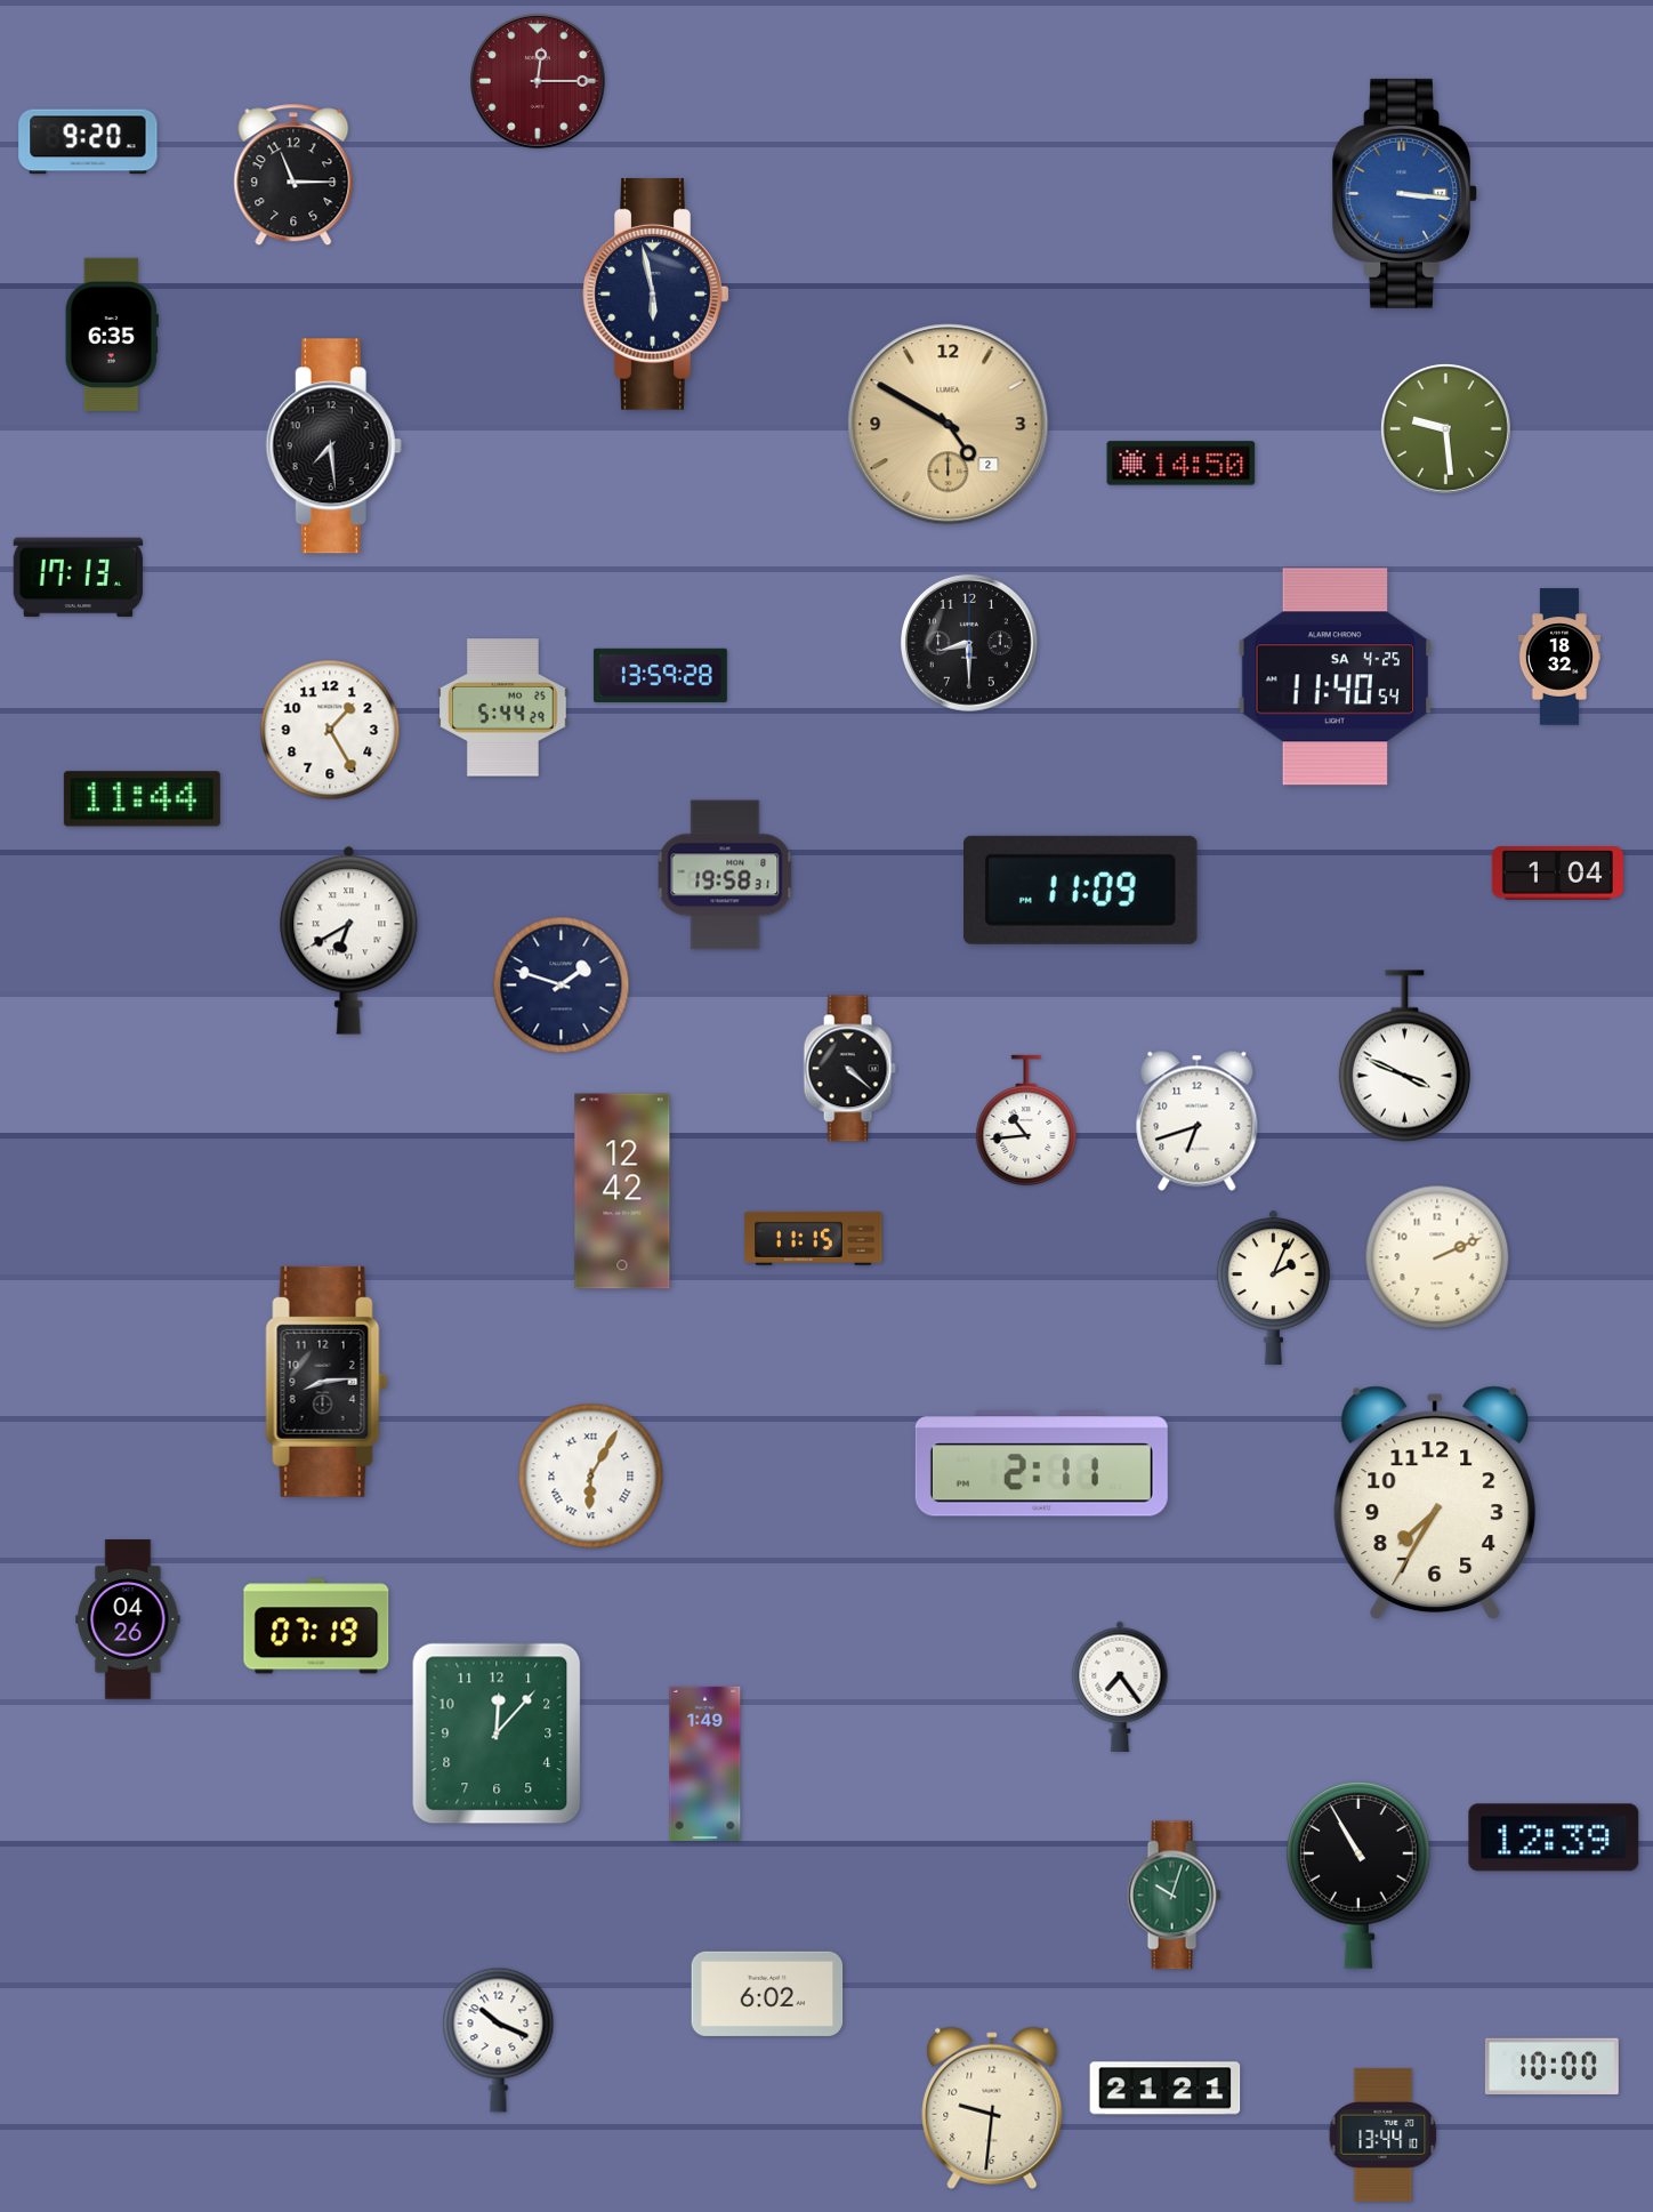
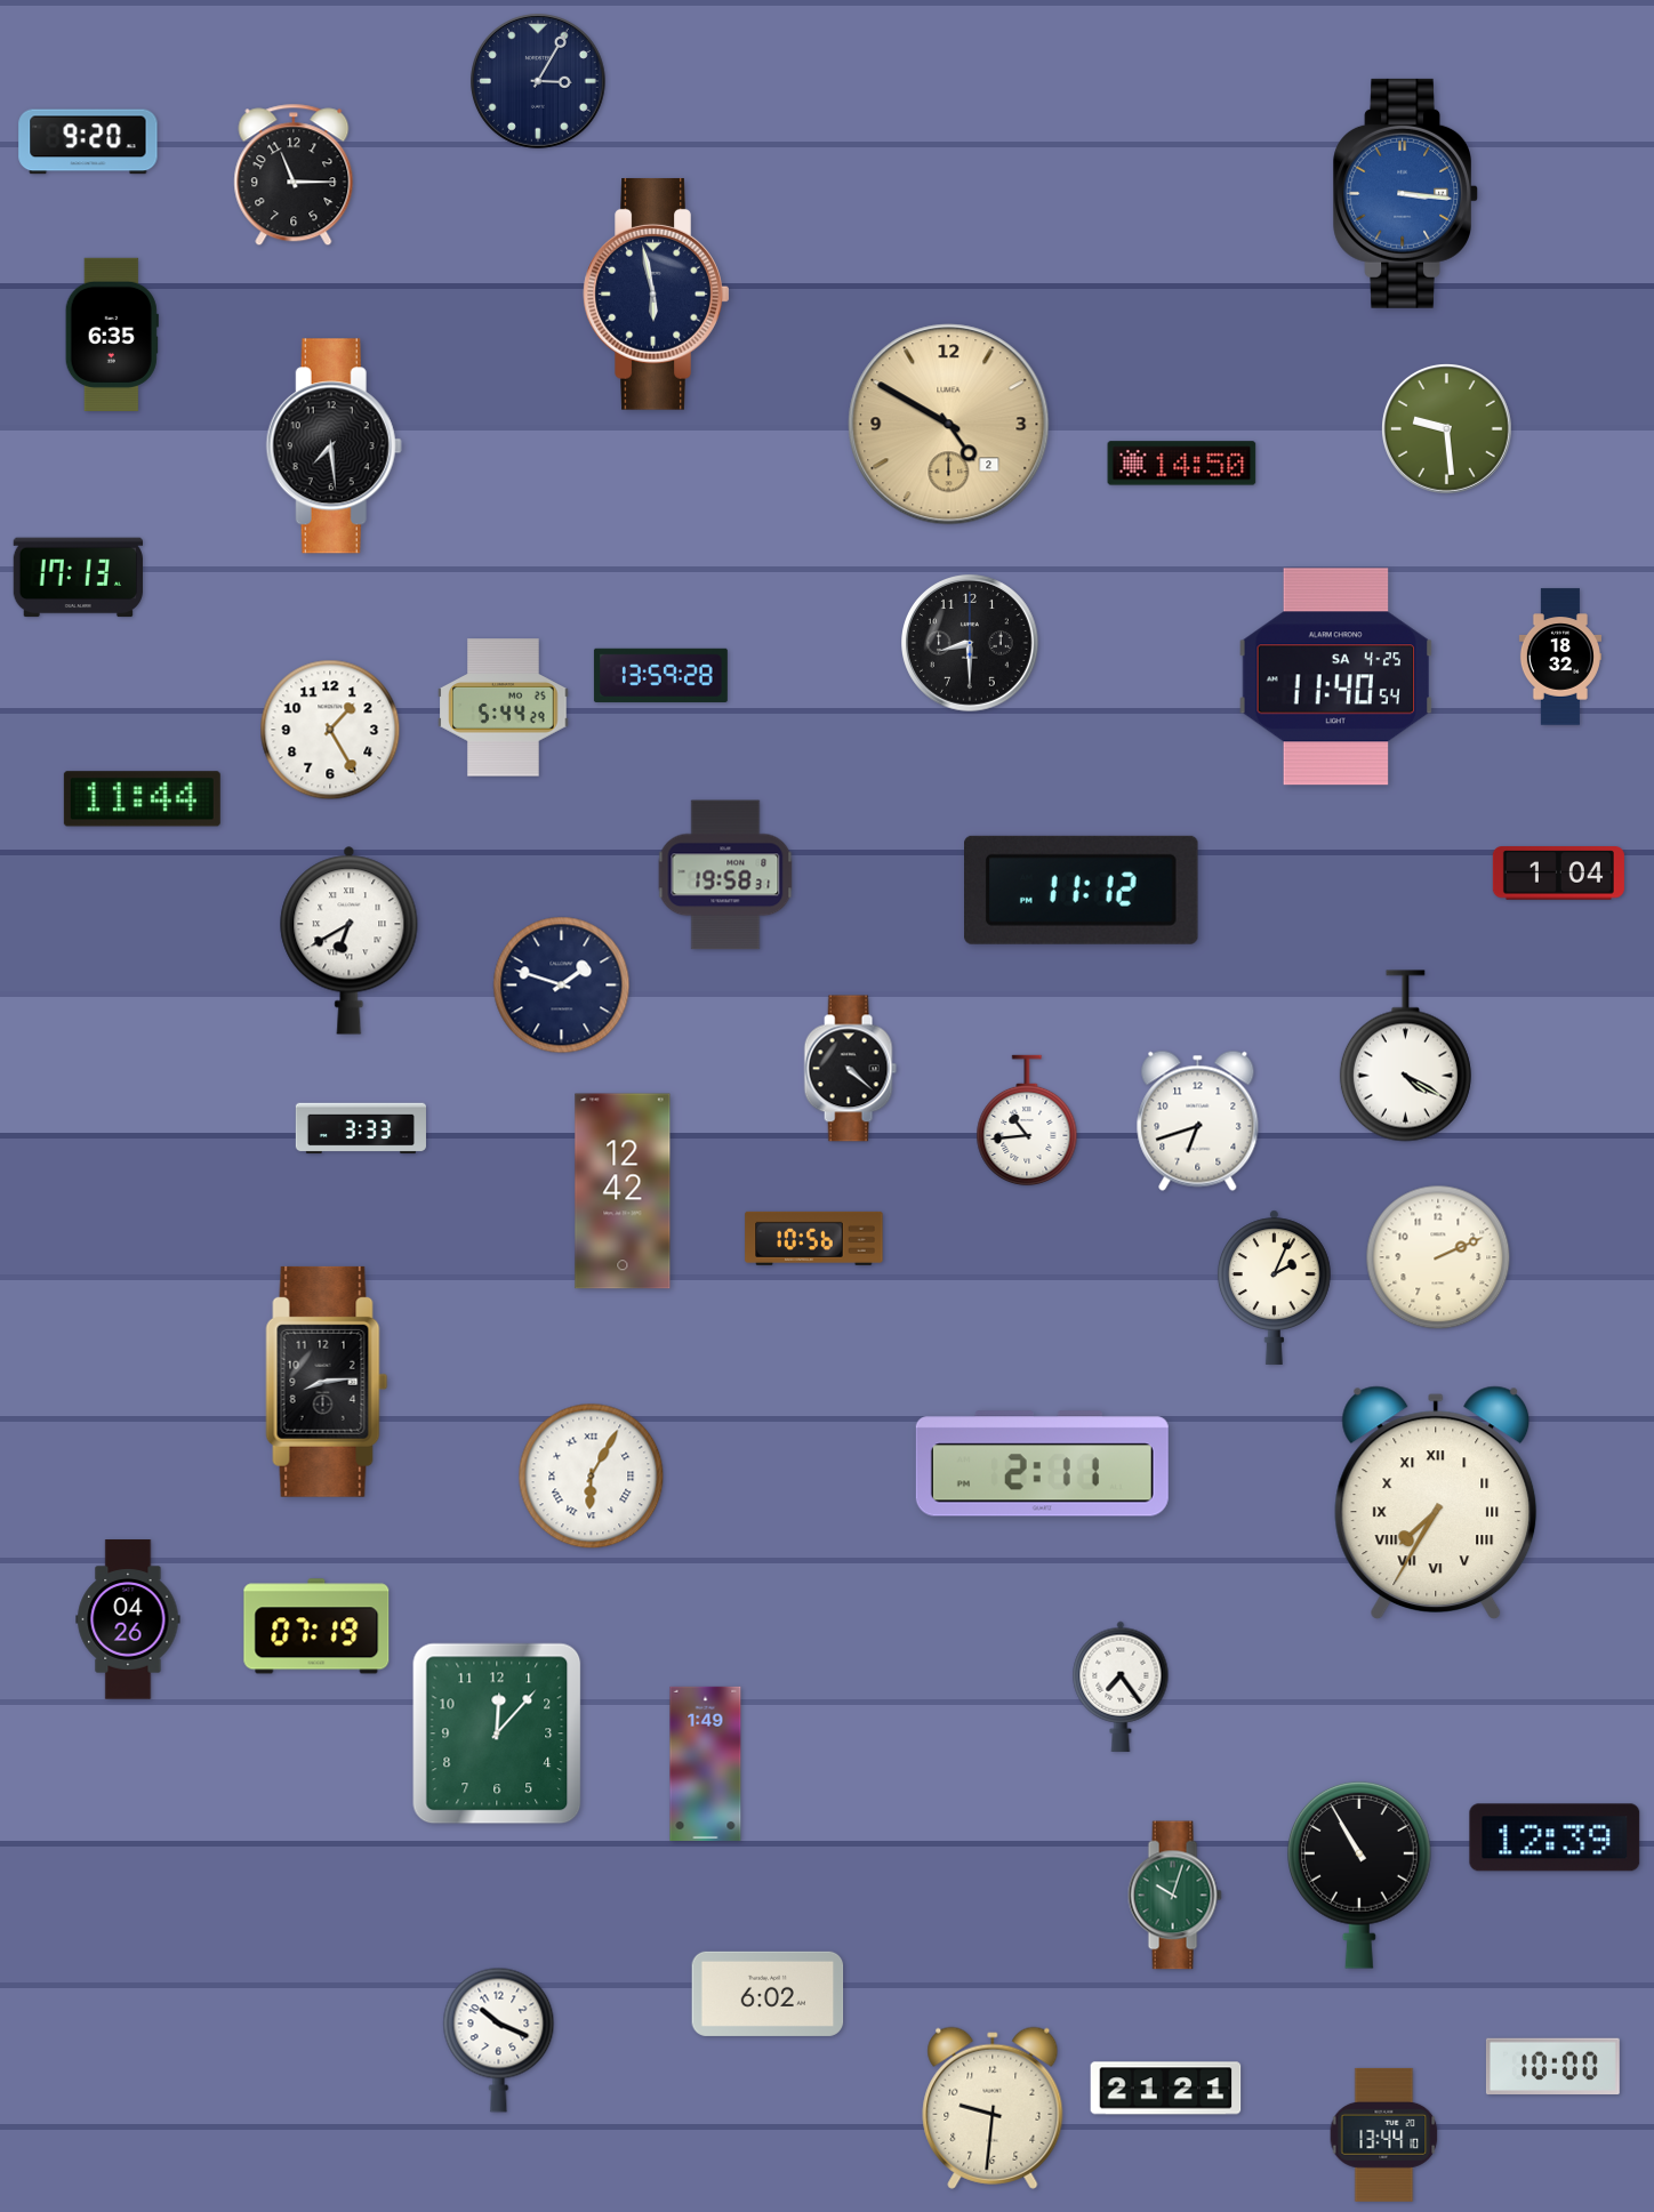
clock at (539, 82): 12:15 -> 3:05
clock at (539, 82) dial: burgundy -> navy
clock at (1081, 890): 11:09 -> 11:12
clock at (1404, 1056): 3:49 -> 4:20
clock at (361, 1128): none -> 3:33
clock at (814, 1238): 11:15 -> 10:56
clock at (1435, 1502) numerals: Arabic -> Roman
